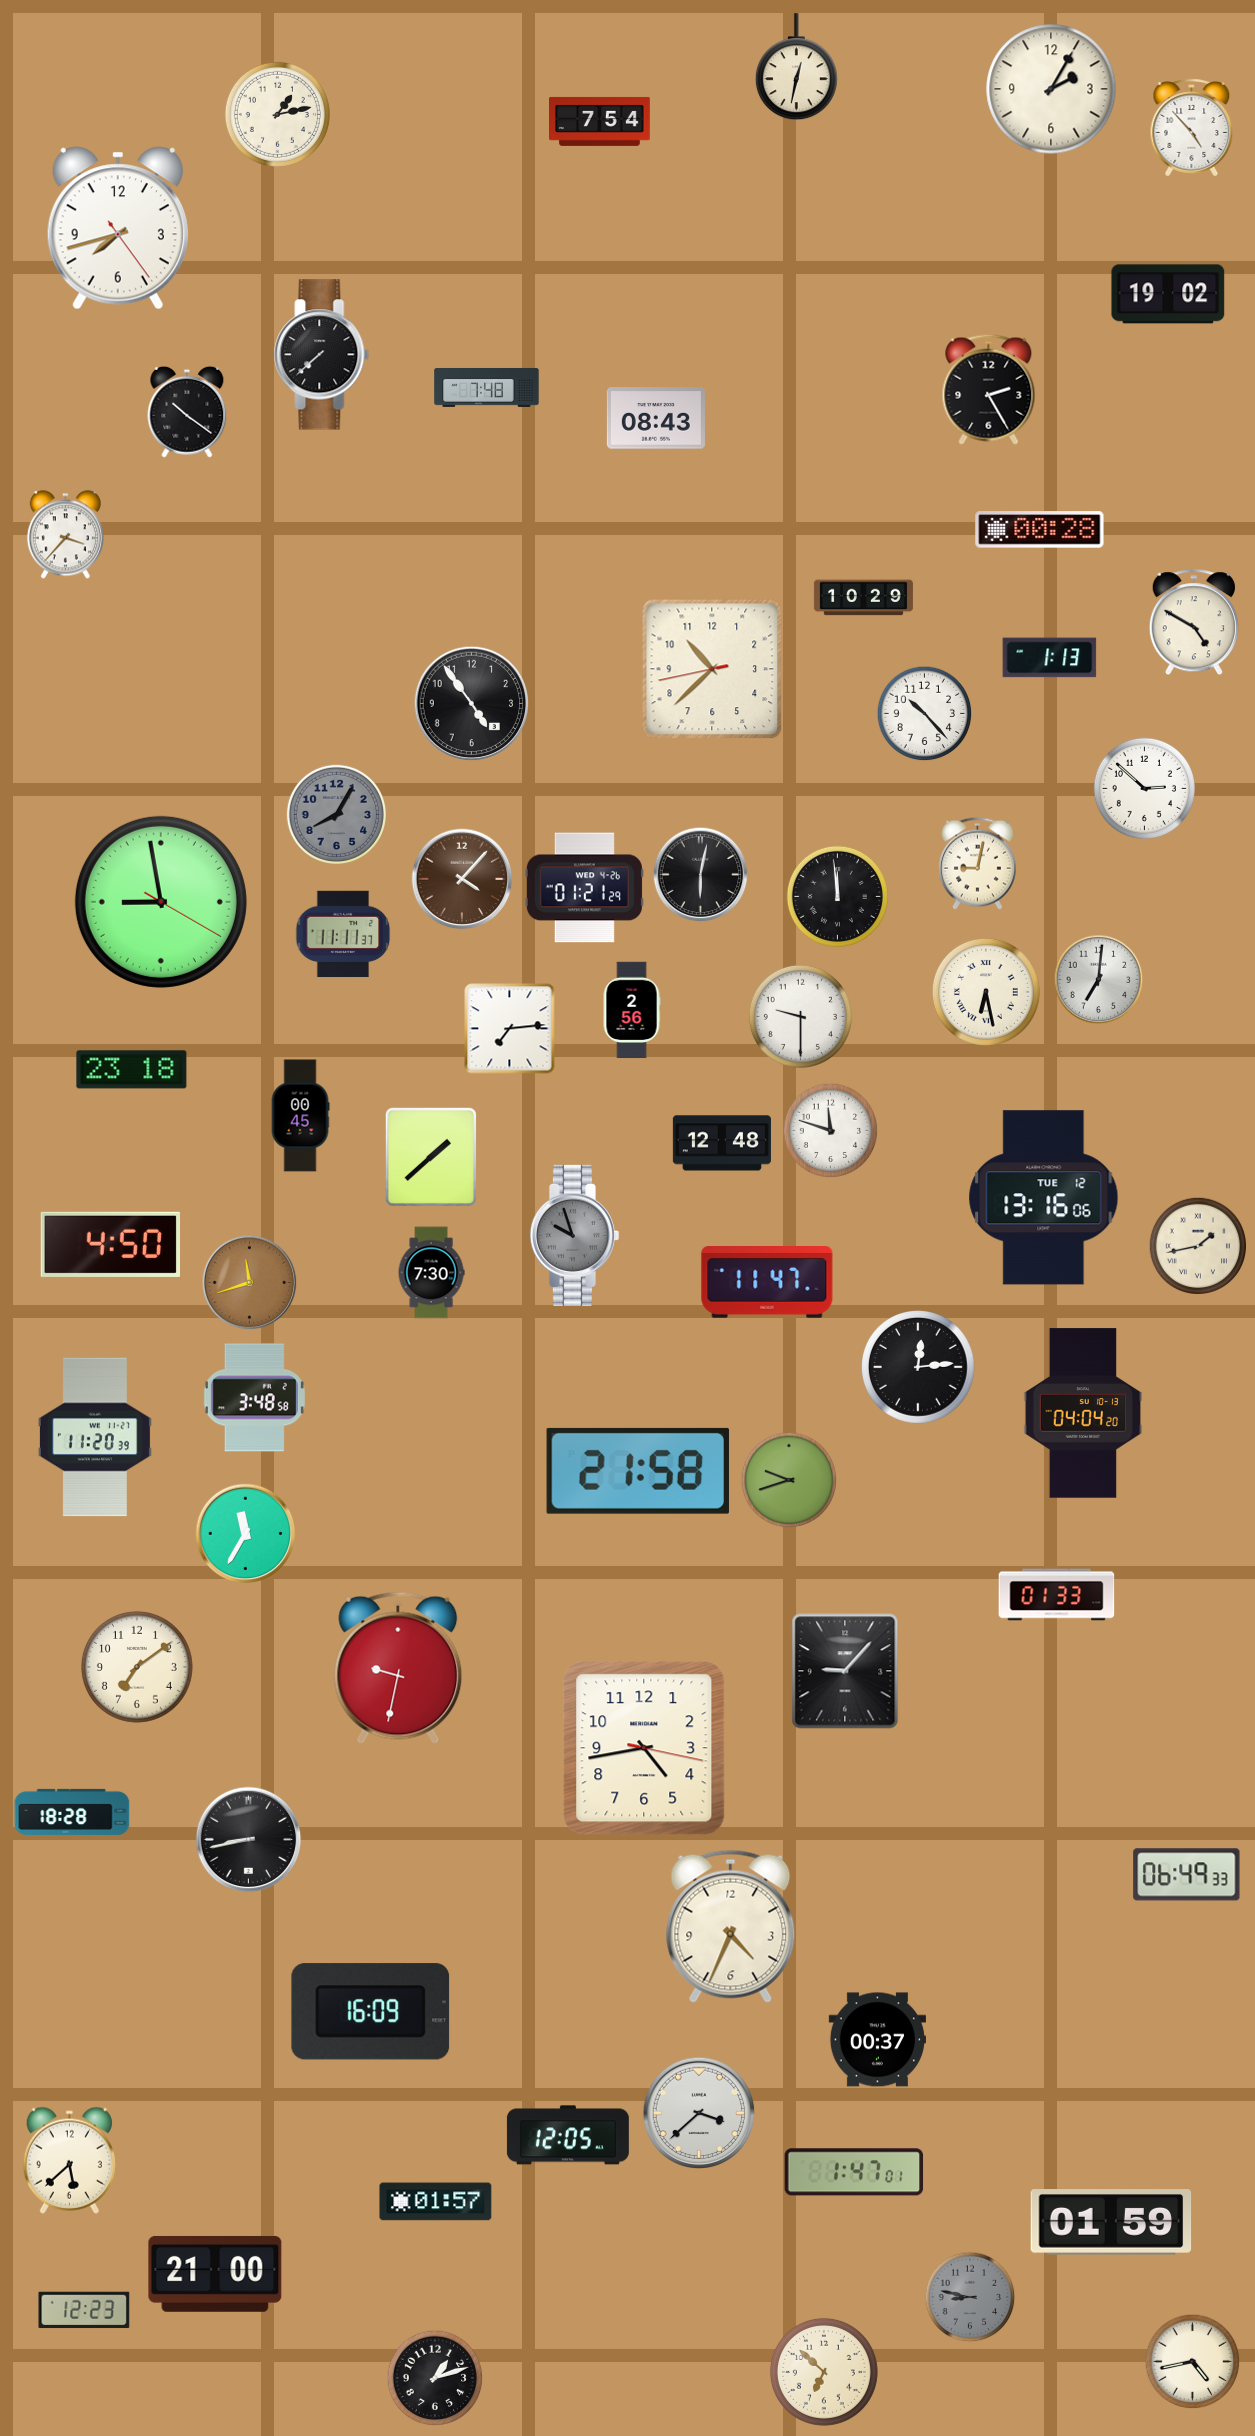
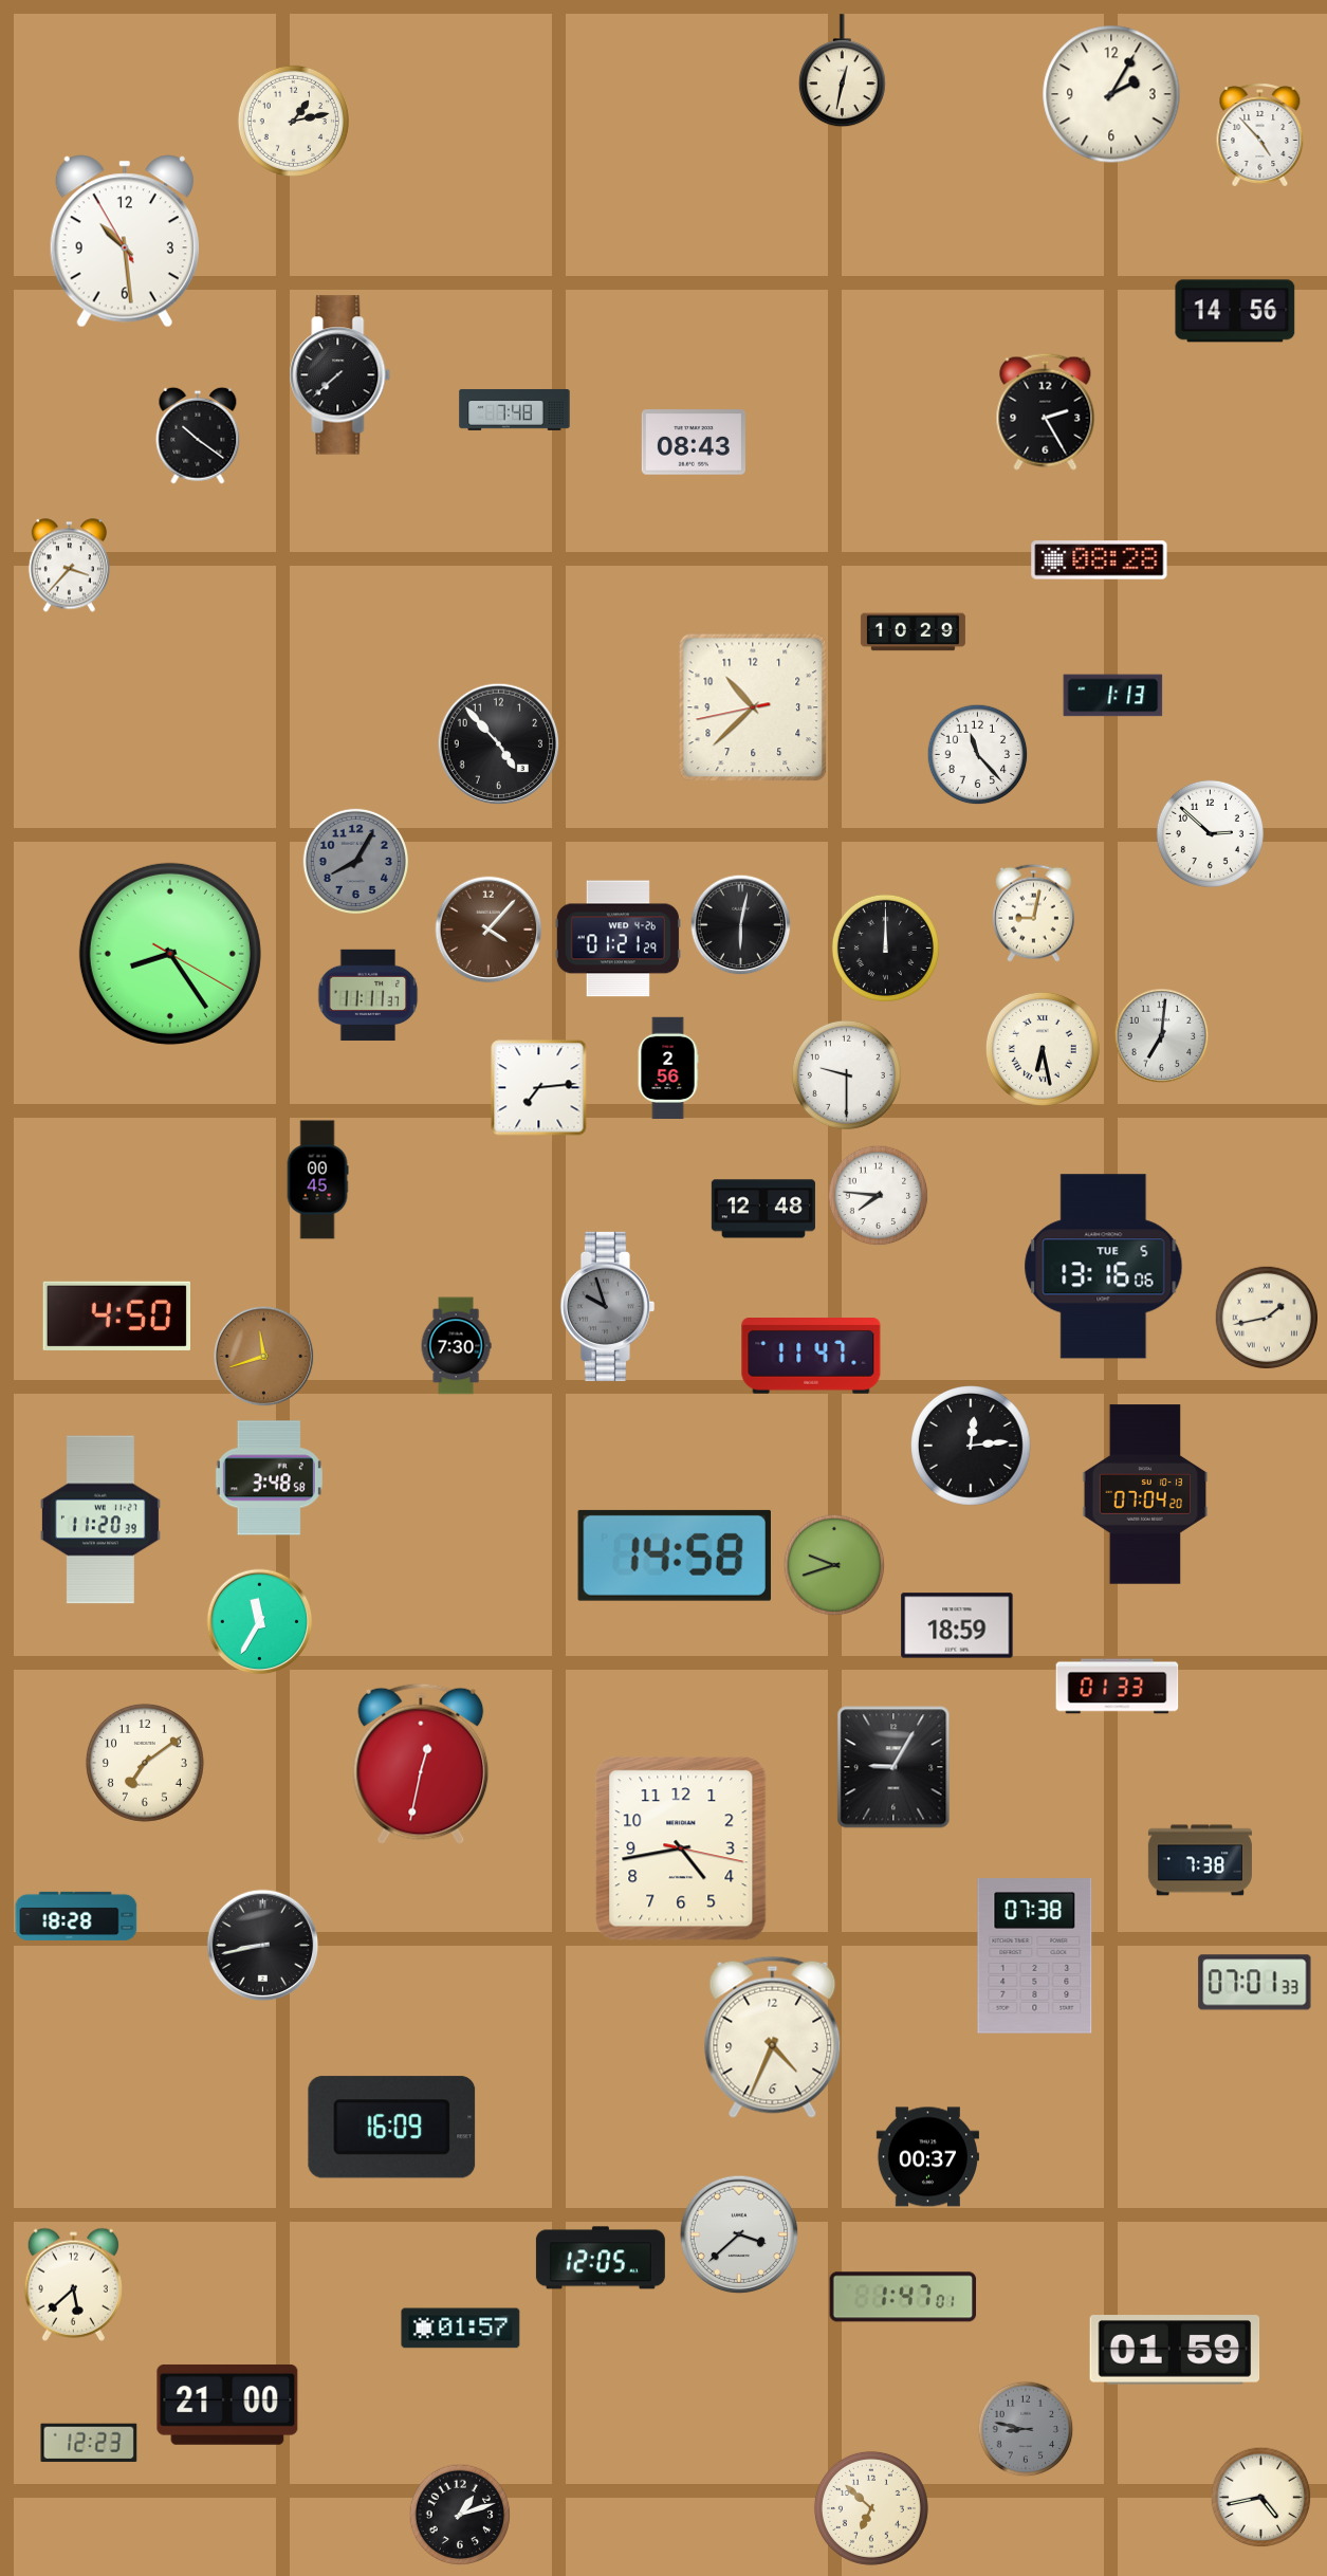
clock at (600, 121): 7:54 -> none
clock at (118, 228): 7:42 -> 10:28
clock at (1168, 294): 19:02 -> 14:56
clock at (1040, 530): 00:28 -> 08:28
clock at (1194, 623): 4:50 -> none
clock at (1050, 658) position: (1050, 658) -> (1113, 696)
clock at (472, 704): 4:54 -> 4:53
clock at (925, 714): 10:23 -> 11:23
clock at (837, 896): 11:59 -> 12:00
clock at (161, 902): 8:58 -> 8:24
clock at (343, 934) position: (343, 934) -> (368, 995)
clock at (132, 1070): 23:18 -> none
clock at (831, 1131): 11:48 -> 7:46
clock at (430, 1156): 1:38 -> none
clock at (1044, 1198) date: TUE 12 -> TUE 5
clock at (1083, 1413): 04:04 -> 07:04
clock at (638, 1471): 21:58 -> 14:58
clock at (957, 1625): none -> 18:59
clock at (398, 1668): 9:32 -> 12:32
clock at (845, 1671): 9:07 -> 9:05
clock at (1200, 1860): none -> 7:38
clock at (1035, 1956): none -> 07:38
clock at (1187, 1875): 06:49 -> 07:01
